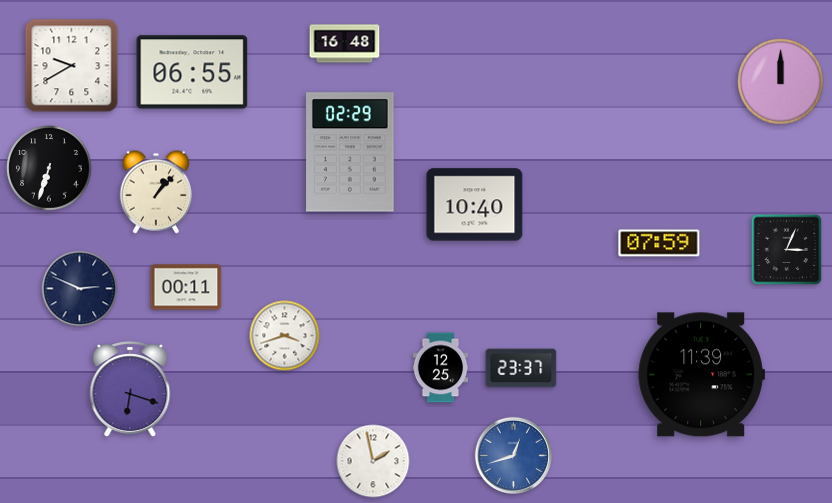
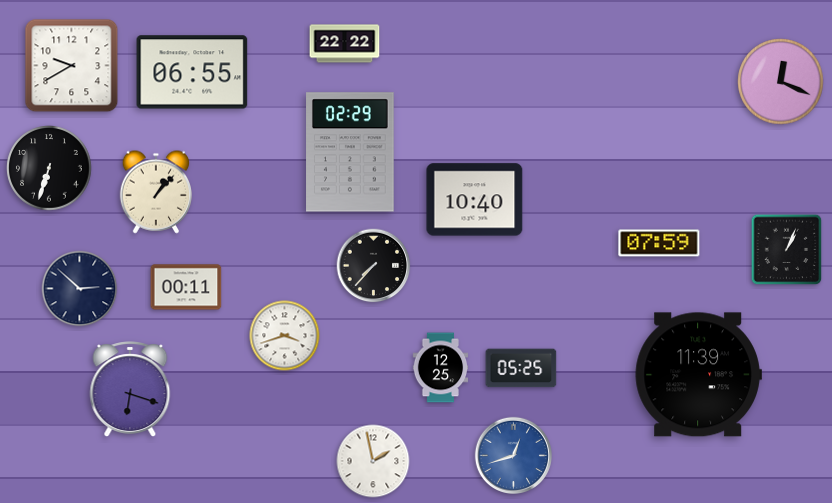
clock at (345, 44): 16:48 -> 22:22
clock at (781, 82): 12:00 -> 12:19
clock at (475, 205) position: (475, 205) -> (475, 200)
clock at (787, 250): 3:04 -> 1:04
clock at (374, 266): none -> 7:37
clock at (80, 289): 2:49 -> 2:52
clock at (521, 368): 23:37 -> 05:25
clock at (701, 375) position: (701, 375) -> (698, 375)
